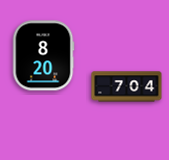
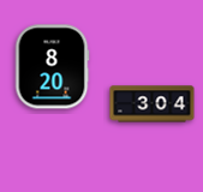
clock at (127, 87): 7:04 -> 3:04
